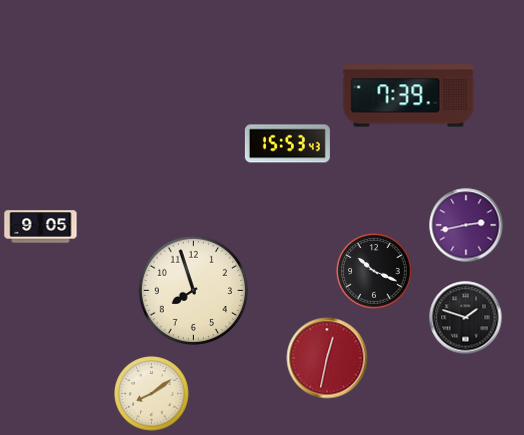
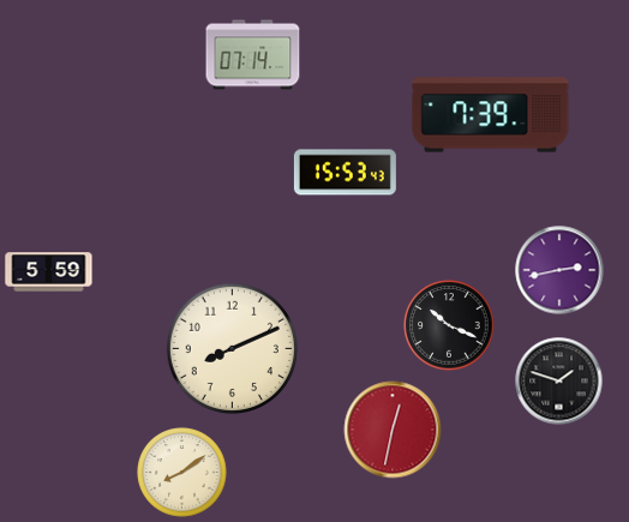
clock at (253, 55): none -> 07:14
clock at (41, 227): 9:05 -> 5:59
clock at (193, 290): 7:57 -> 8:11
